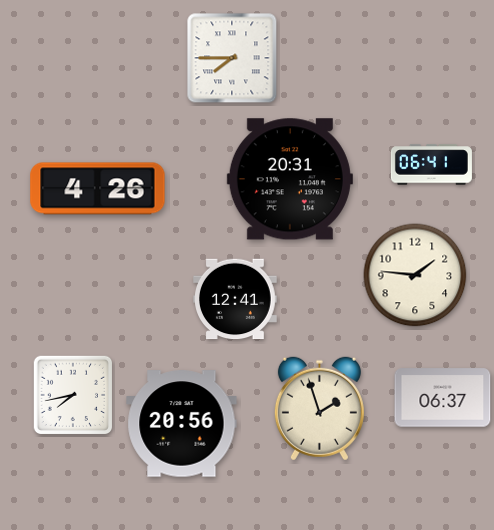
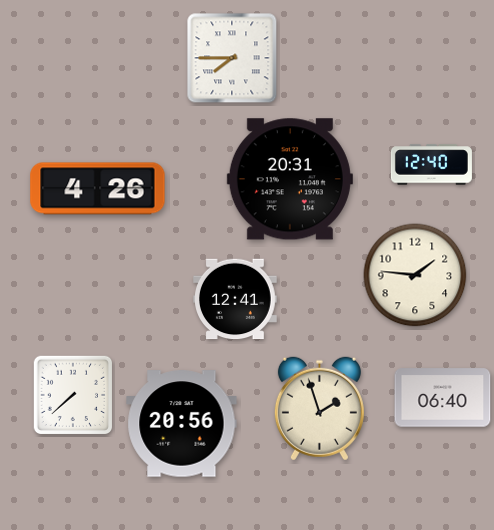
clock at (431, 165): 06:41 -> 12:40
clock at (73, 395): 7:43 -> 7:38
clock at (443, 398): 06:37 -> 06:40
